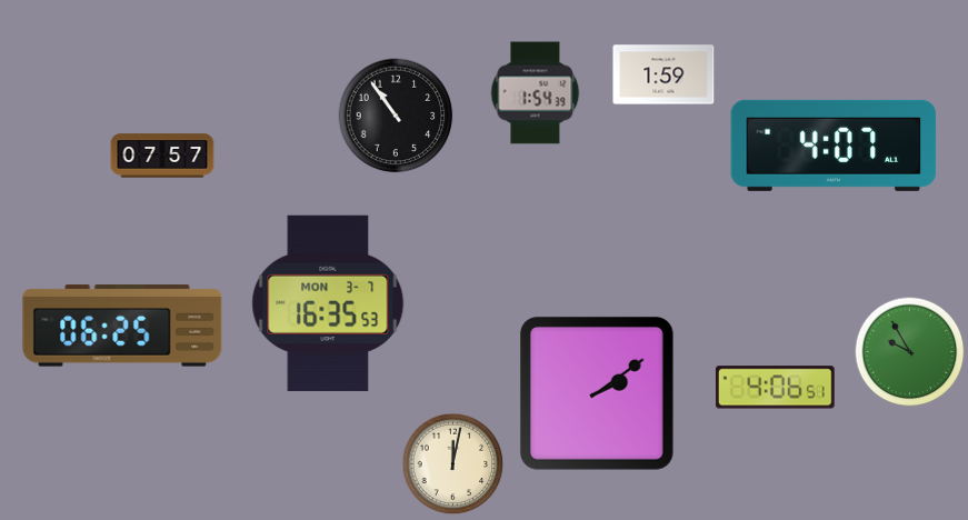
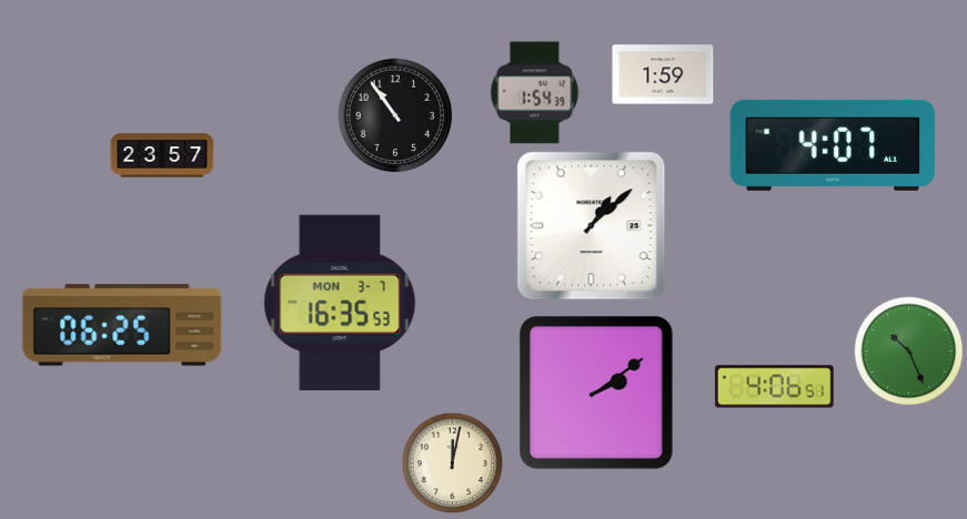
clock at (162, 156): 07:57 -> 23:57
clock at (592, 226): none -> 1:08
clock at (328, 303) position: (328, 303) -> (340, 303)
clock at (910, 352): 9:55 -> 10:26
